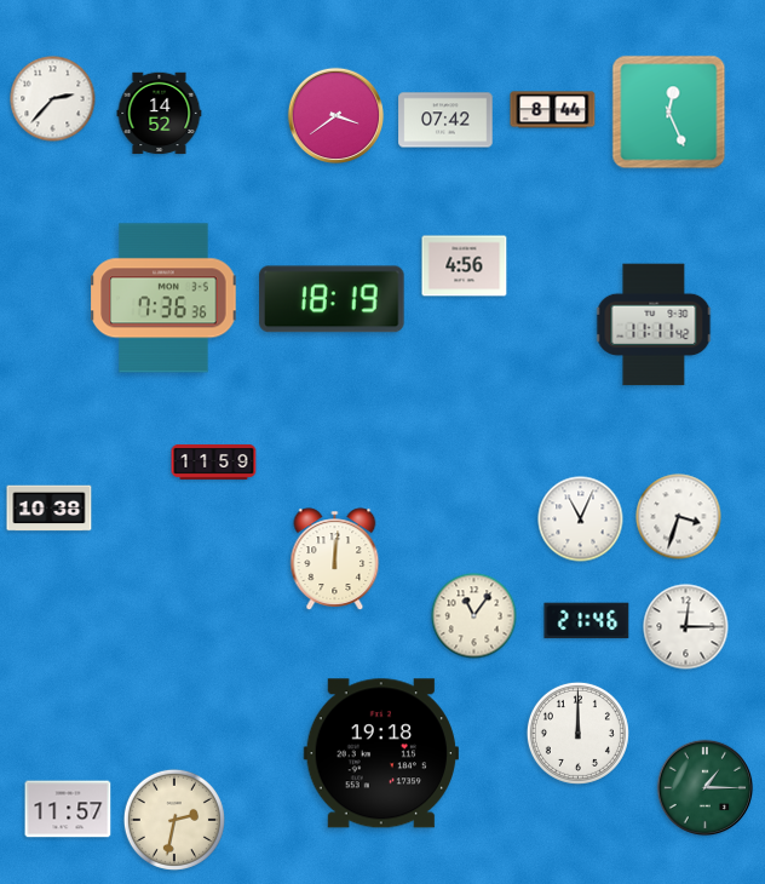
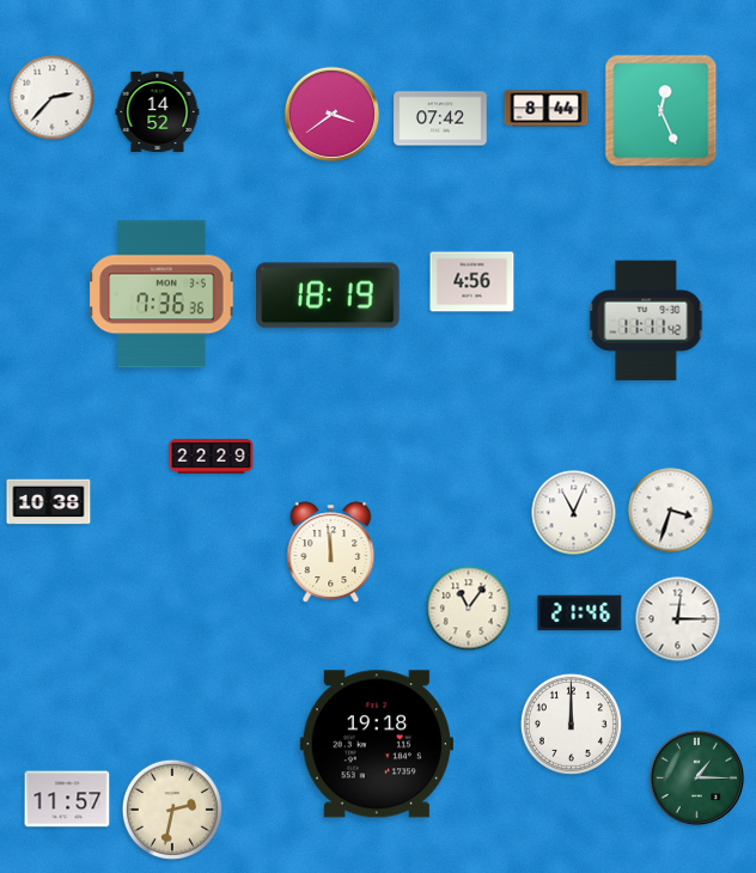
clock at (465, 266) position: (465, 266) -> (472, 282)
clock at (214, 461): 11:59 -> 22:29
clock at (335, 559): 12:01 -> 11:59
